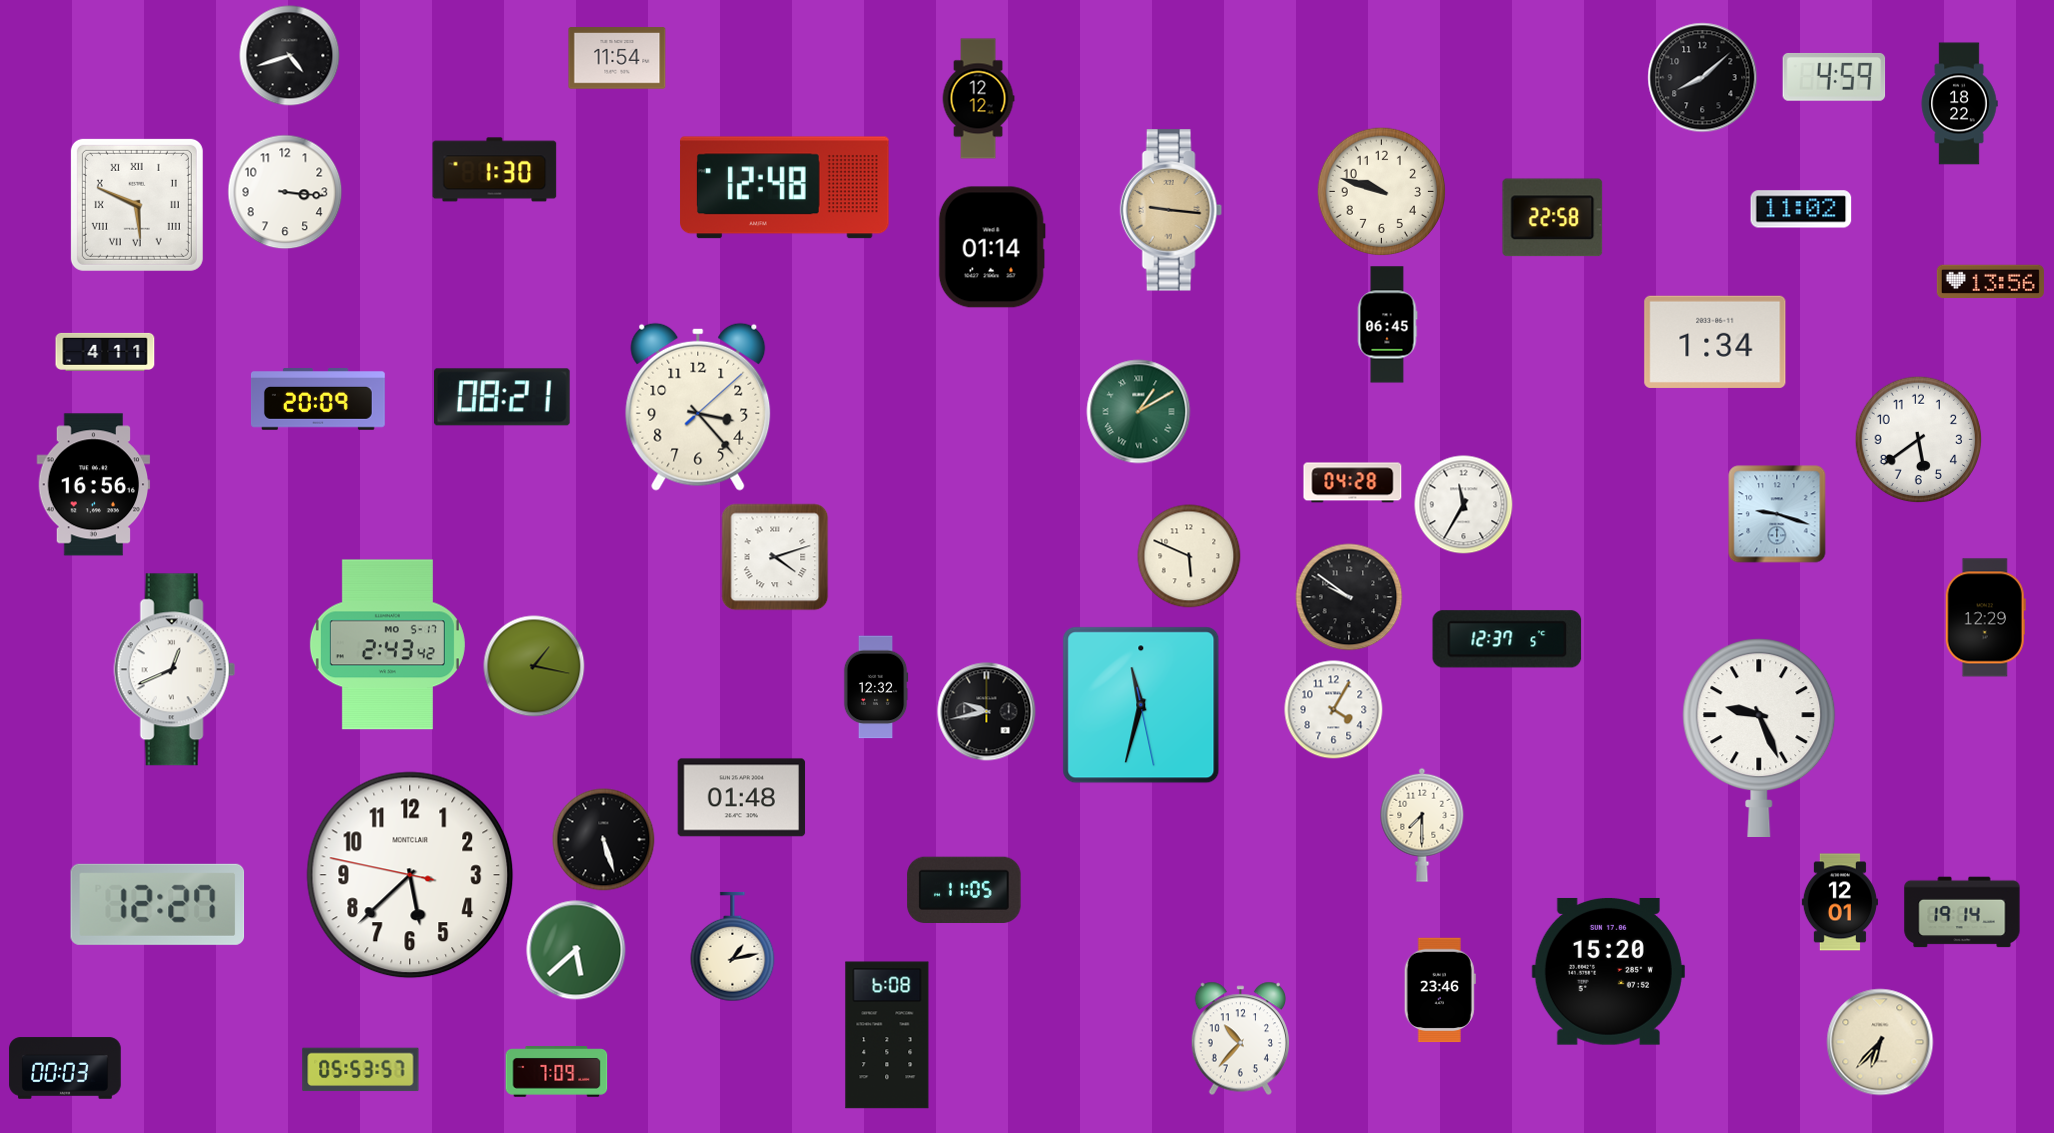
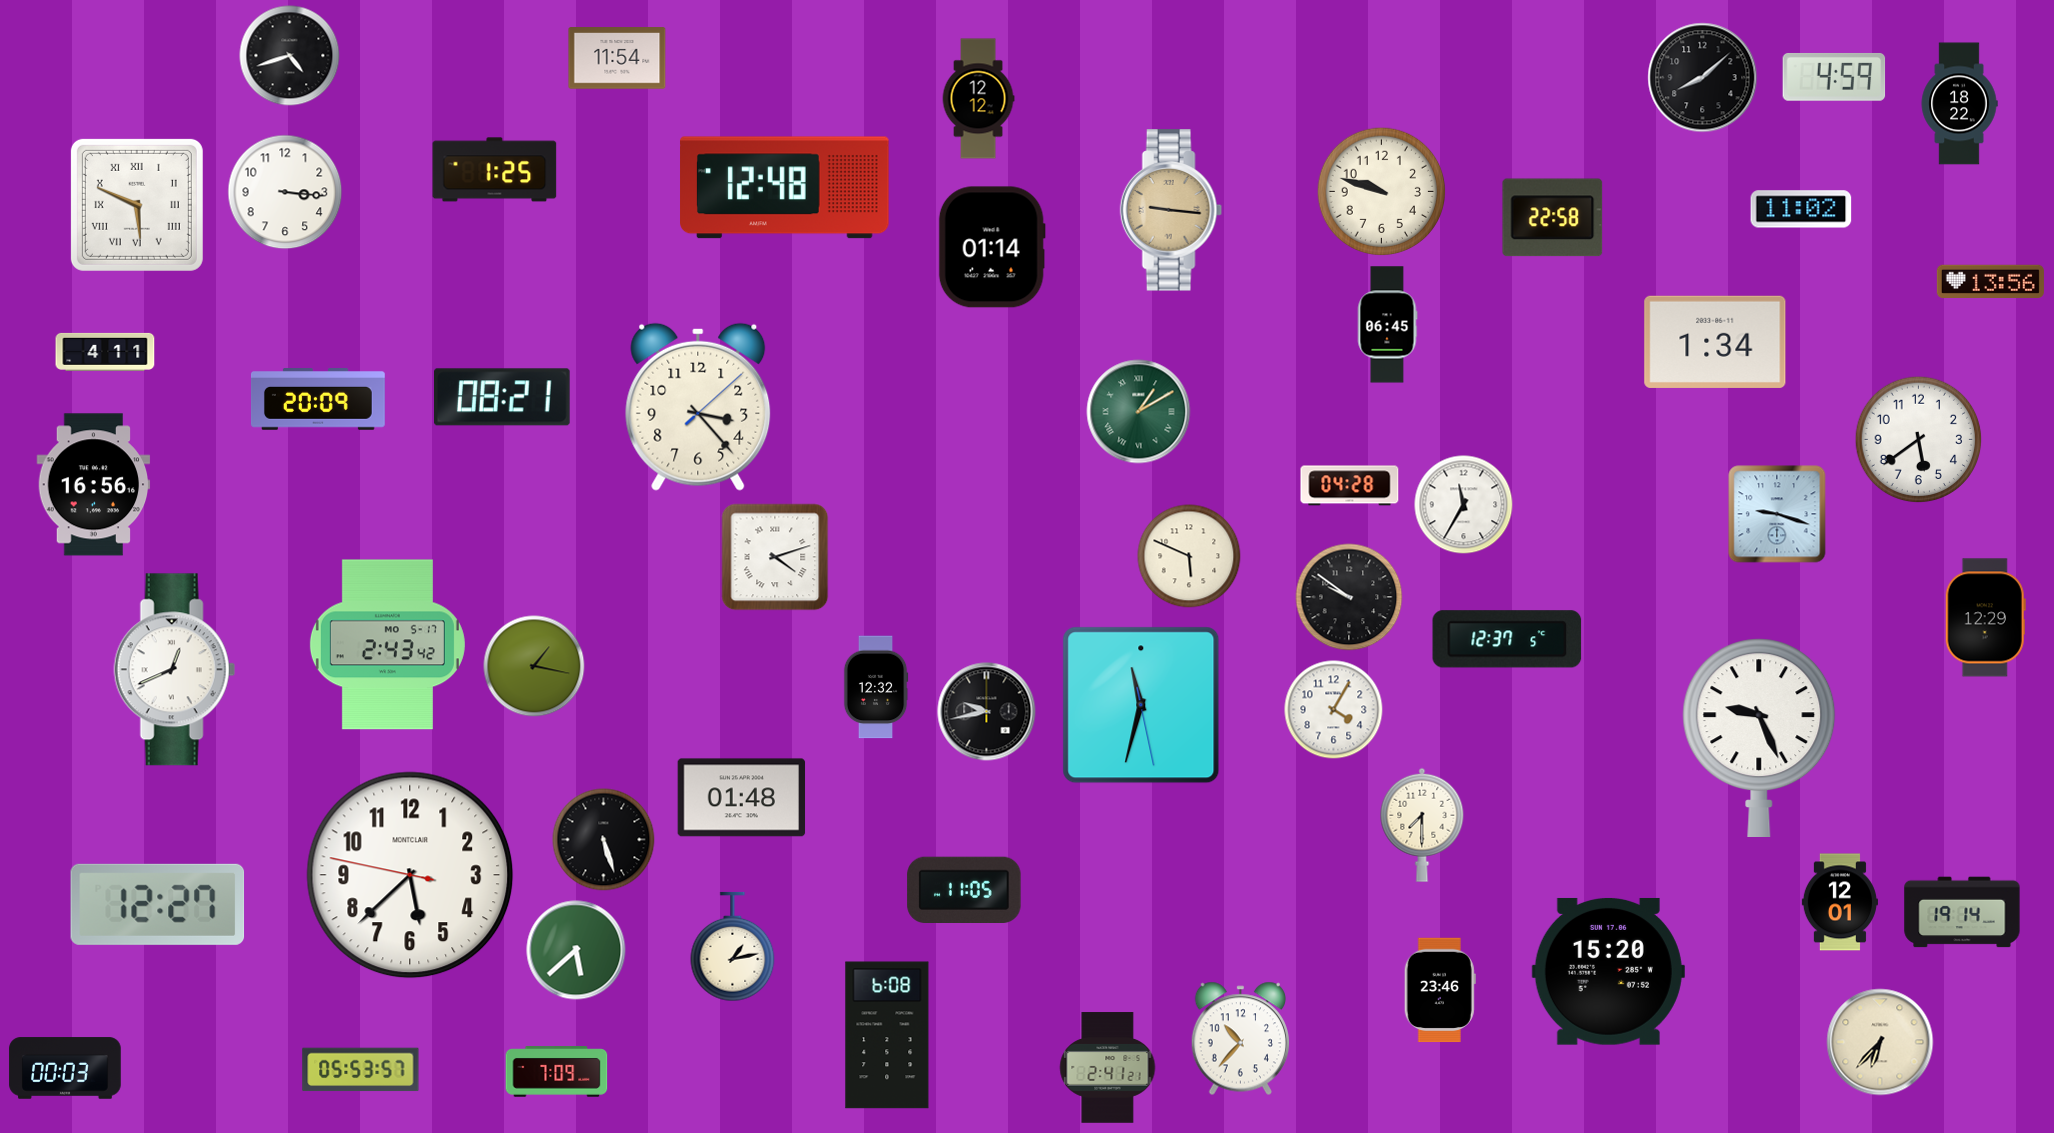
clock at (495, 170): 1:30 -> 1:25
clock at (1353, 483) position: (1353, 483) -> (1350, 486)
clock at (1108, 1068): none -> 2:41
